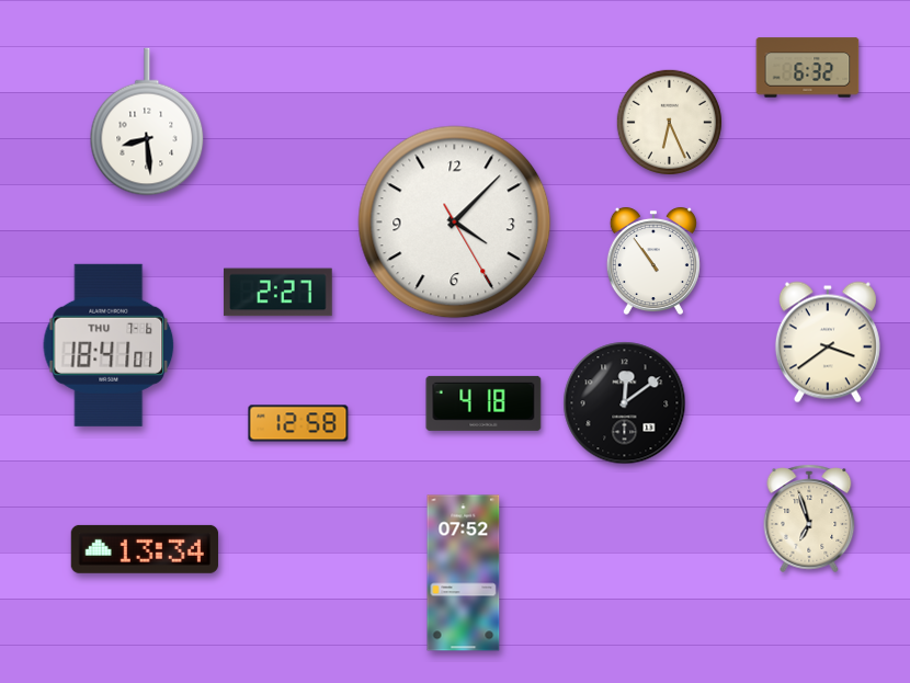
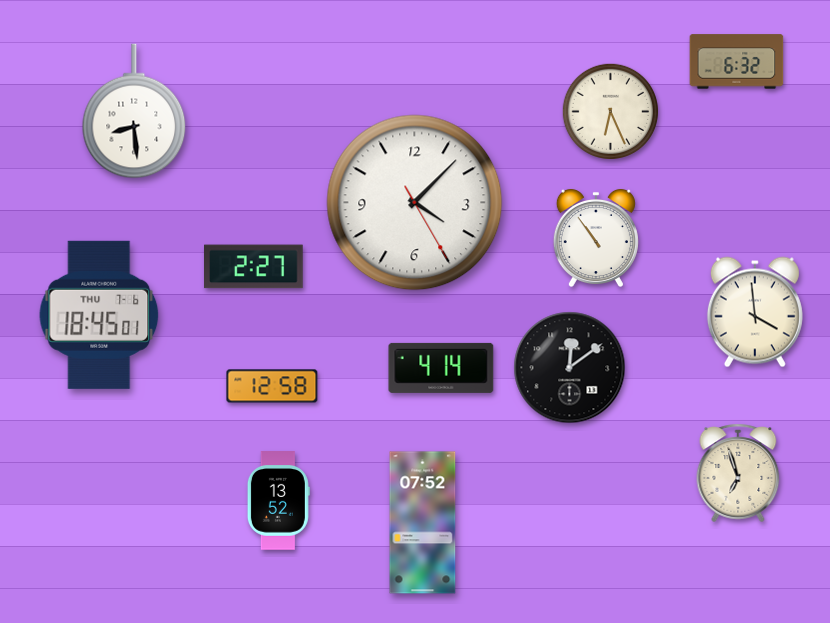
clock at (828, 342): 3:39 -> 3:59
clock at (109, 345): 18:41 -> 18:45
clock at (484, 403): 4:18 -> 4:14
clock at (145, 549): 13:34 -> none
clock at (278, 501): none -> 13:52
